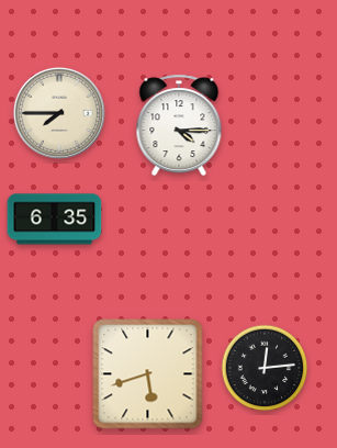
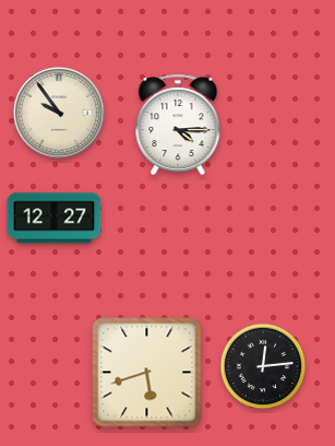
clock at (59, 113): 7:45 -> 9:54
clock at (55, 220): 6:35 -> 12:27
